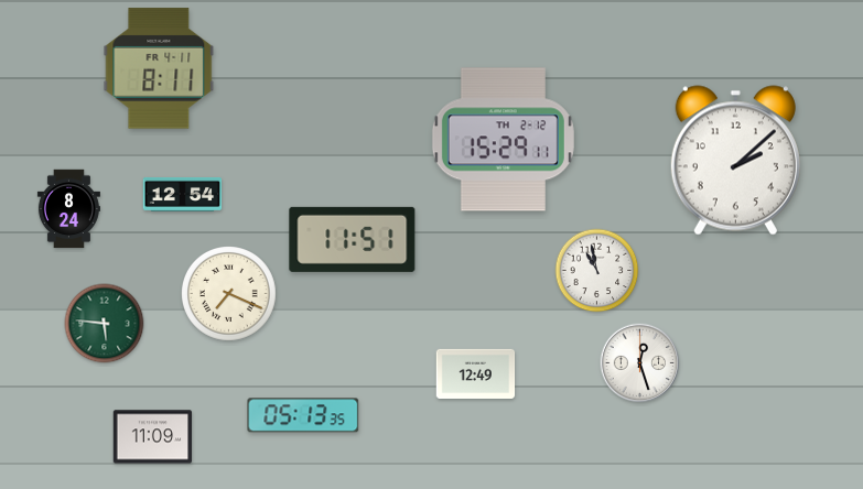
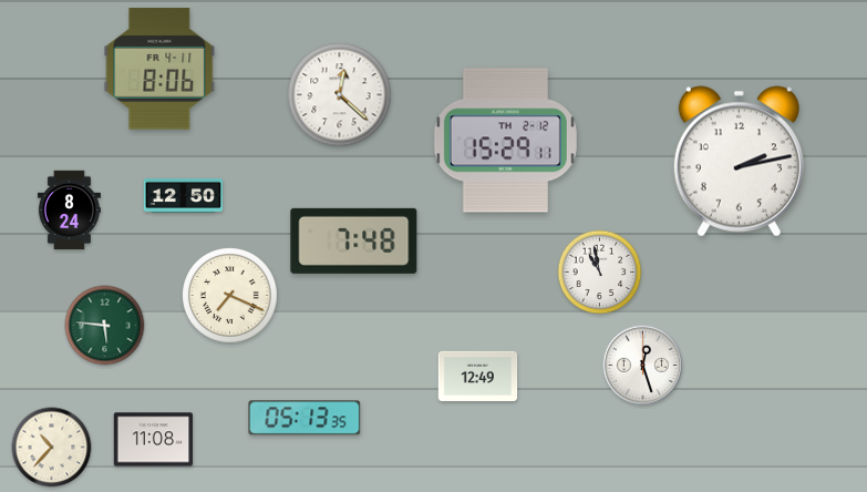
clock at (159, 68): 8:11 -> 8:06
clock at (340, 95): none -> 12:22
clock at (735, 161): 2:08 -> 2:13
clock at (183, 194): 12:54 -> 12:50
clock at (353, 239): 11:51 -> 7:48
clock at (153, 437): 11:09 -> 11:08
clock at (52, 448): none -> 10:37
